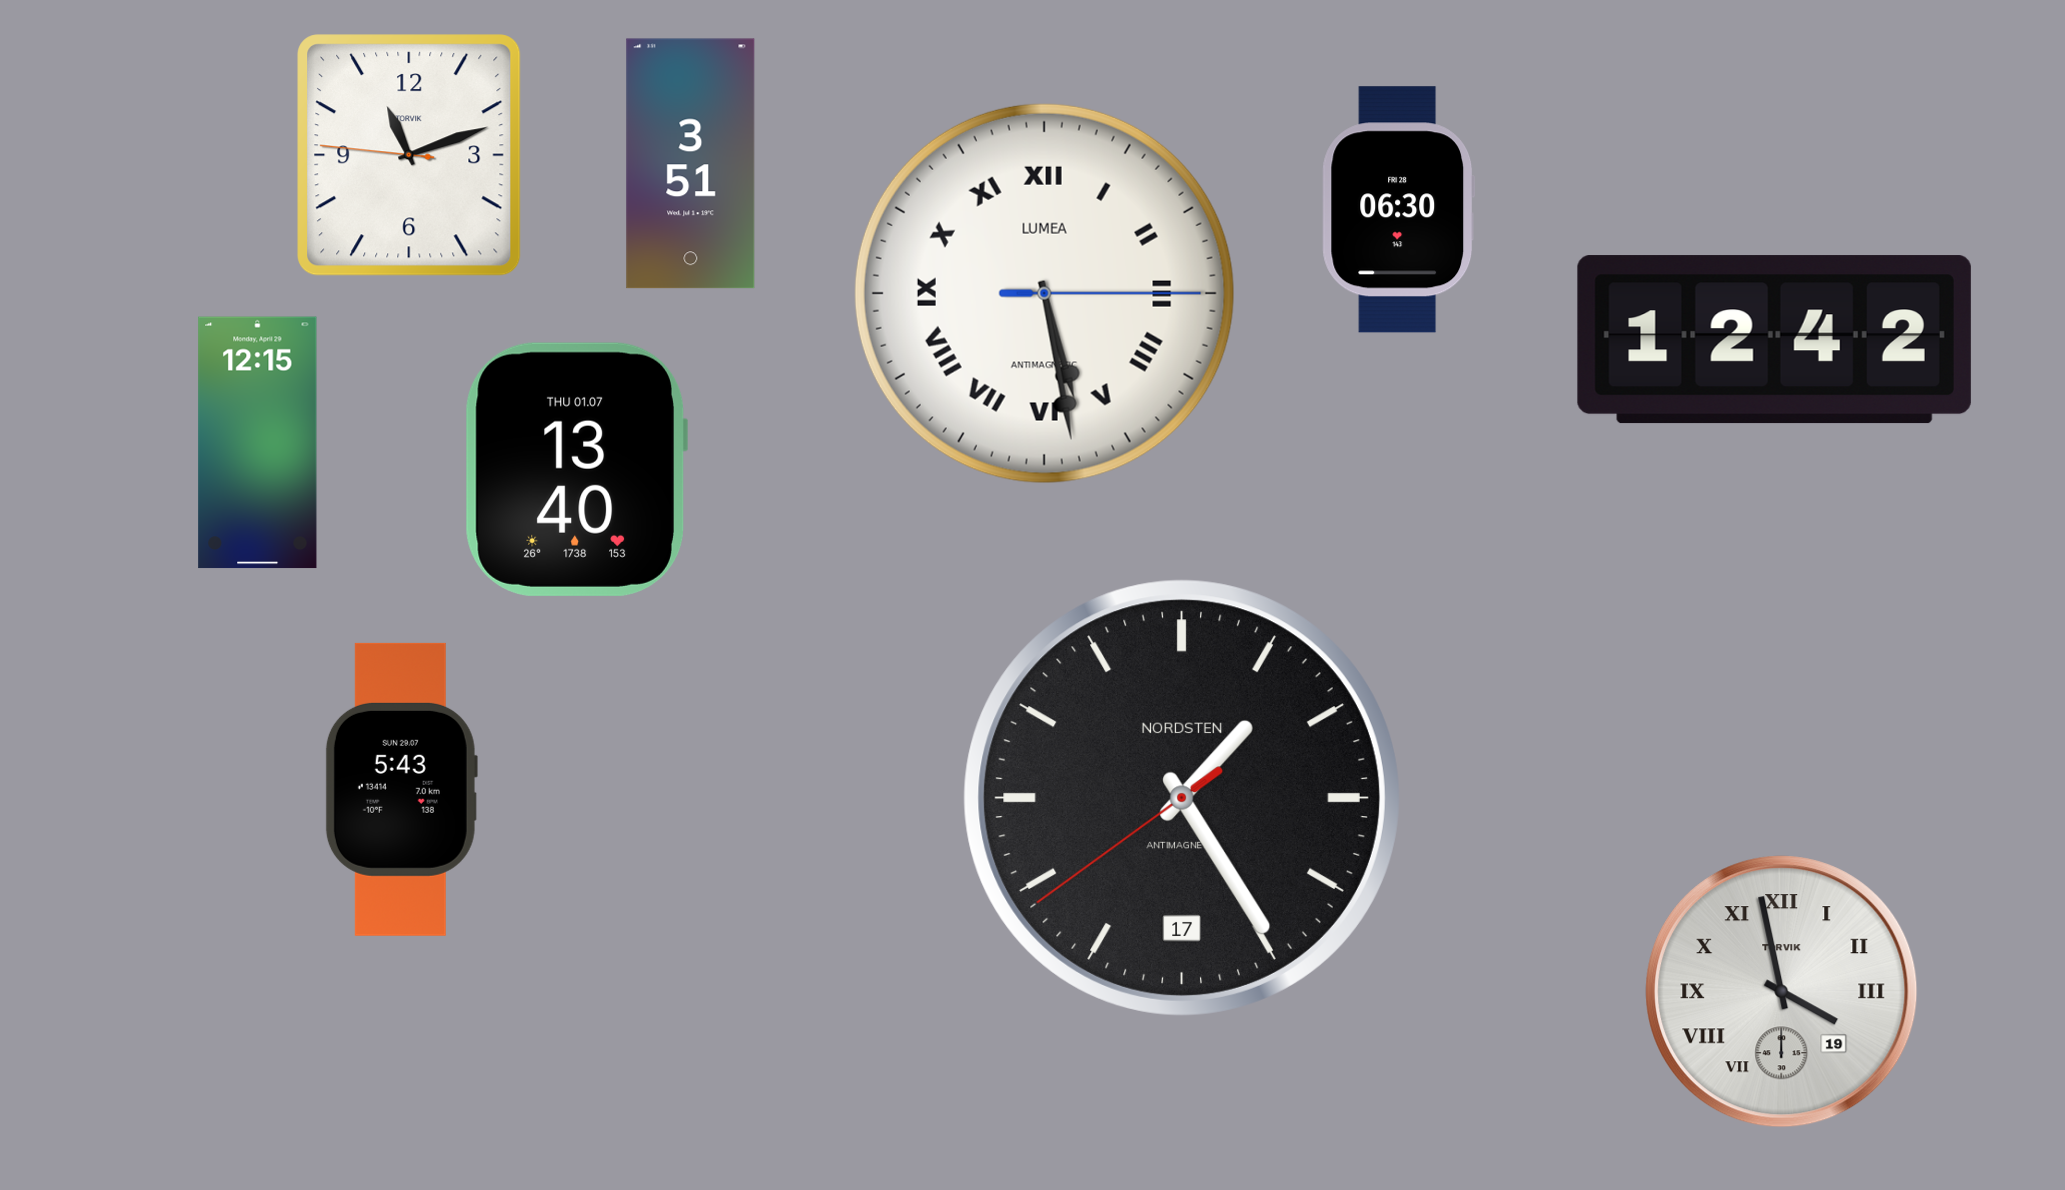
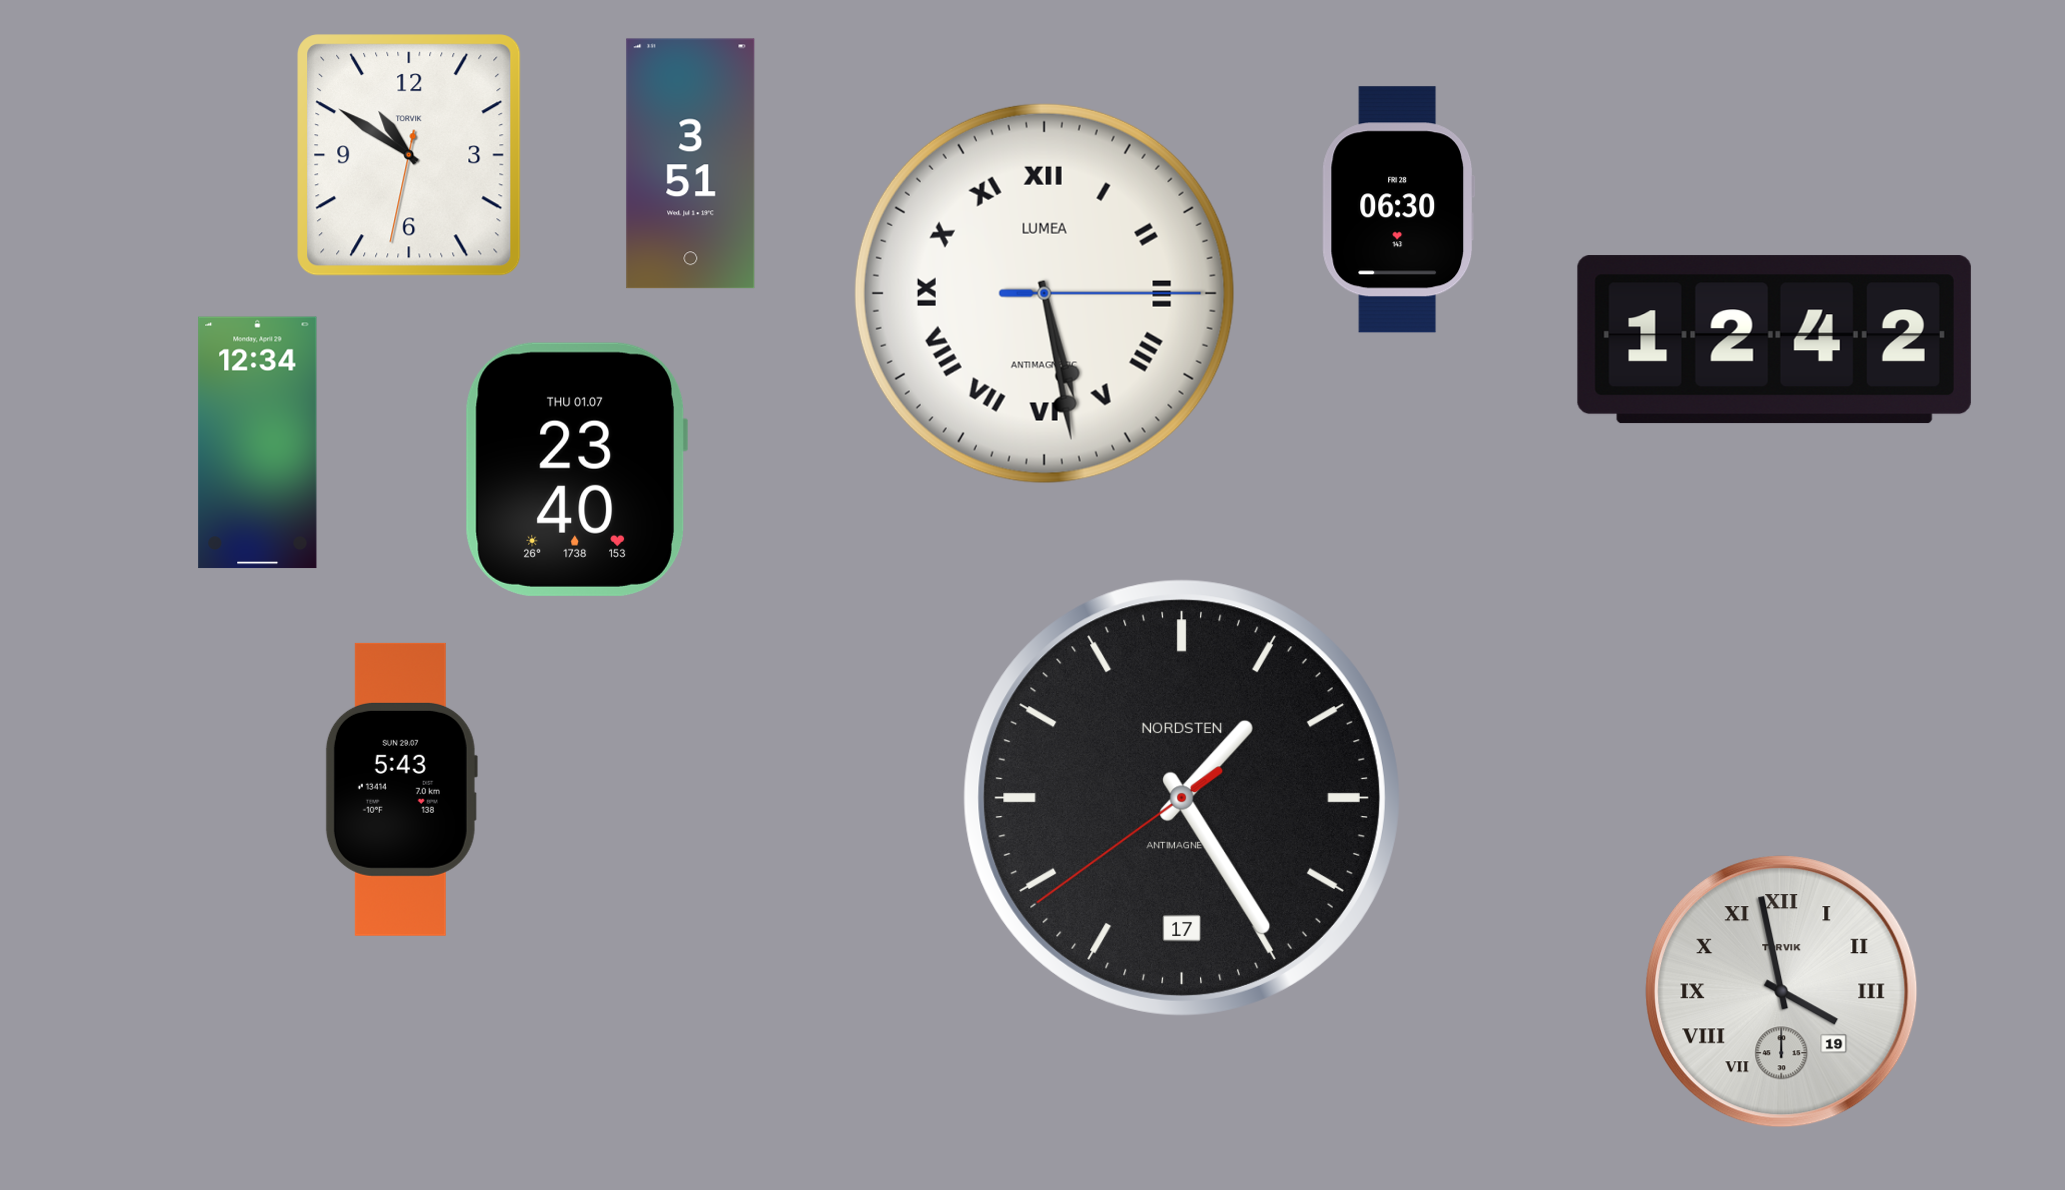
clock at (409, 155): 11:11 -> 10:50
clock at (258, 443): 12:15 -> 12:34
clock at (576, 469): 13:40 -> 23:40
